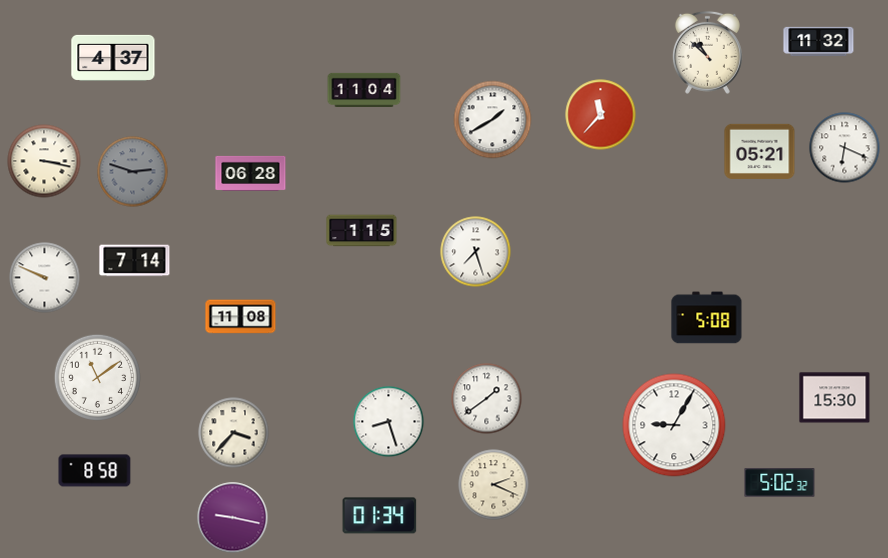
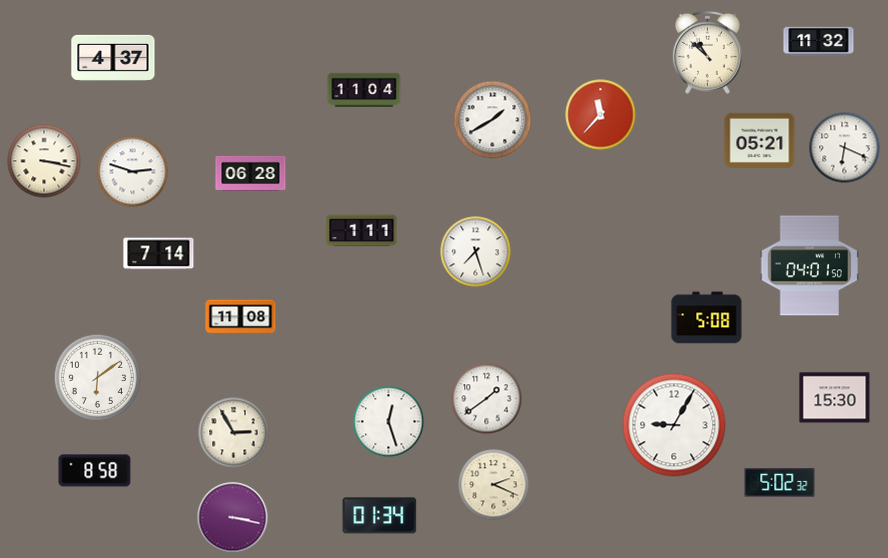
clock at (760, 151) position: (760, 151) -> (760, 140)
clock at (133, 172) dial: grey -> white
clock at (362, 231): 1:15 -> 1:11
clock at (135, 261) position: (135, 261) -> (159, 254)
clock at (810, 266): none -> 04:01
clock at (45, 278): 9:49 -> none
clock at (97, 377): 11:09 -> 6:09
clock at (389, 422): 8:27 -> 12:27
clock at (234, 433): 3:37 -> 2:55
clock at (233, 518): 9:17 -> 3:17
